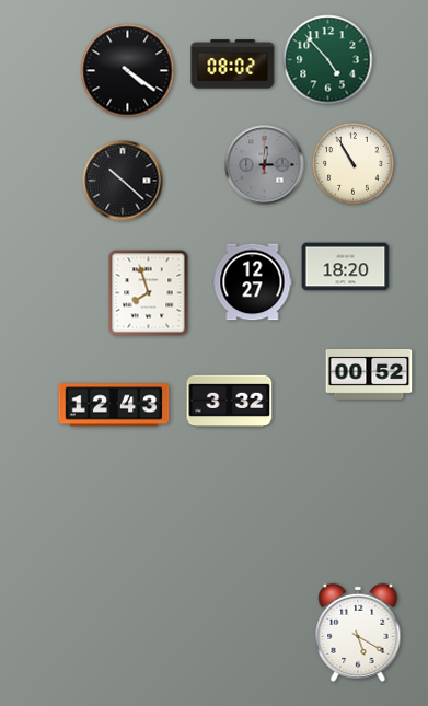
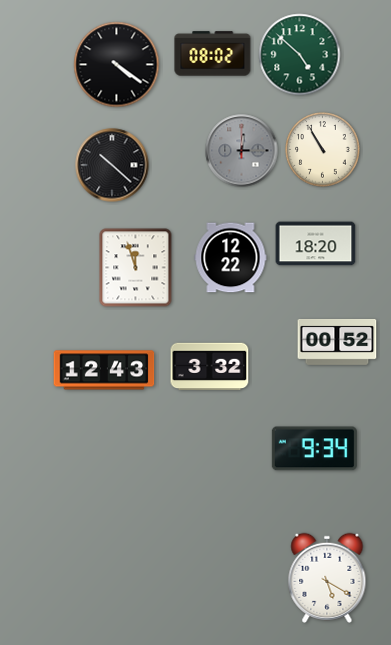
clock at (328, 60): 4:53 -> 4:52
clock at (233, 65) position: (233, 65) -> (213, 54)
clock at (253, 282): 12:27 -> 12:22
clock at (149, 293): 7:57 -> 11:57
clock at (314, 449): none -> 9:34
